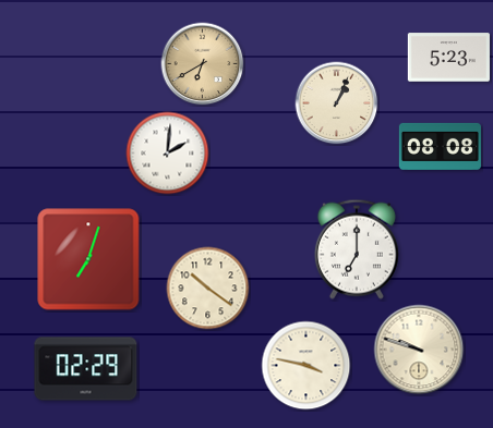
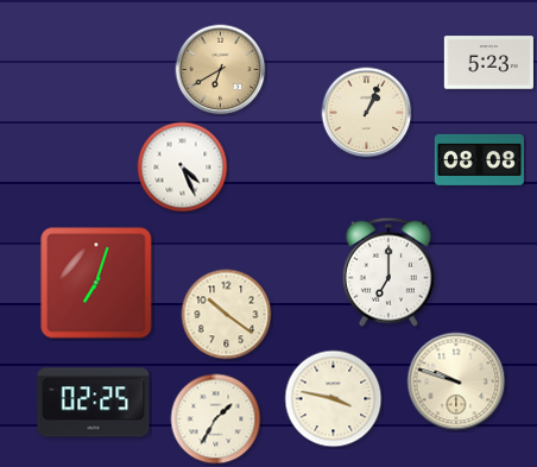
clock at (168, 154): 2:01 -> 4:26
clock at (86, 369): 02:29 -> 02:25
clock at (216, 419): none -> 1:35
